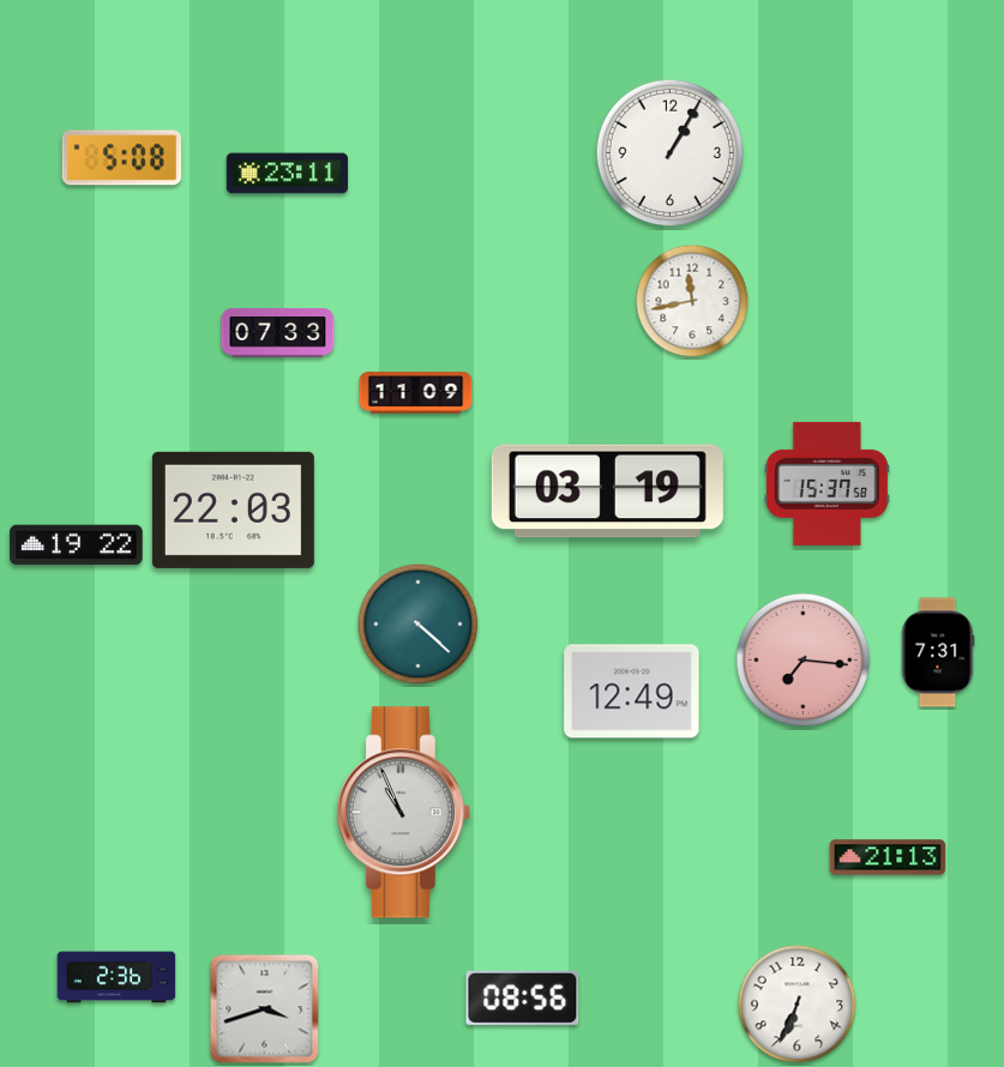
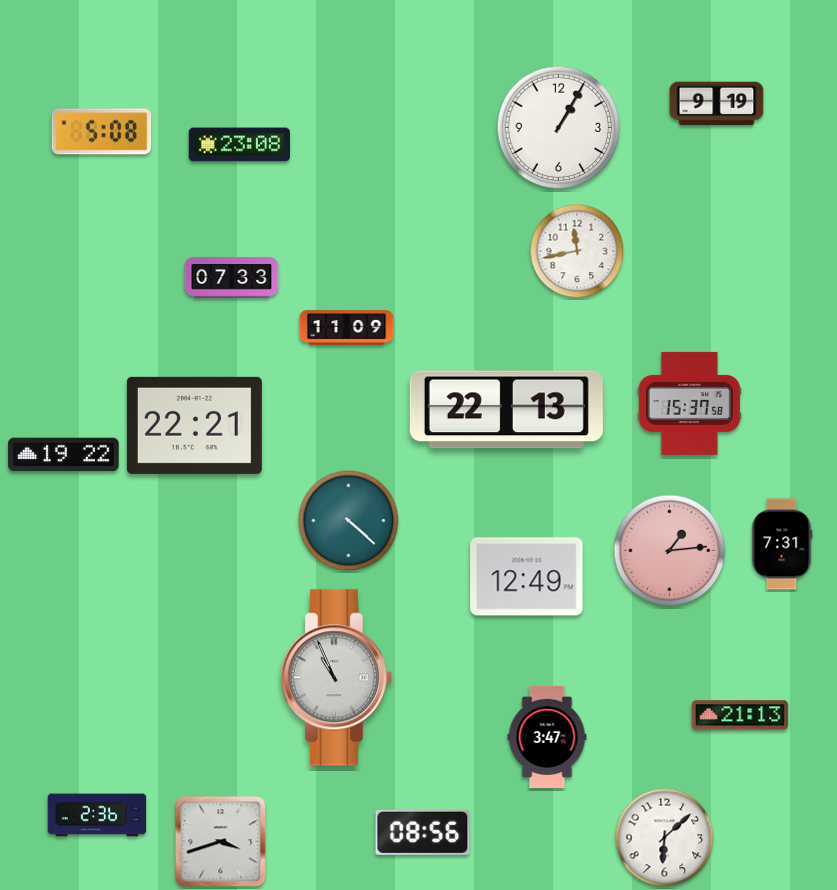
clock at (717, 104): none -> 9:19
clock at (287, 174): 23:11 -> 23:08
clock at (607, 492): 03:19 -> 22:13
clock at (233, 510): 22:03 -> 22:21
clock at (804, 661): 7:16 -> 1:14
clock at (547, 737): none -> 3:47
clock at (523, 997) position: (523, 997) -> (423, 832)
clock at (798, 1005): 6:34 -> 6:08
